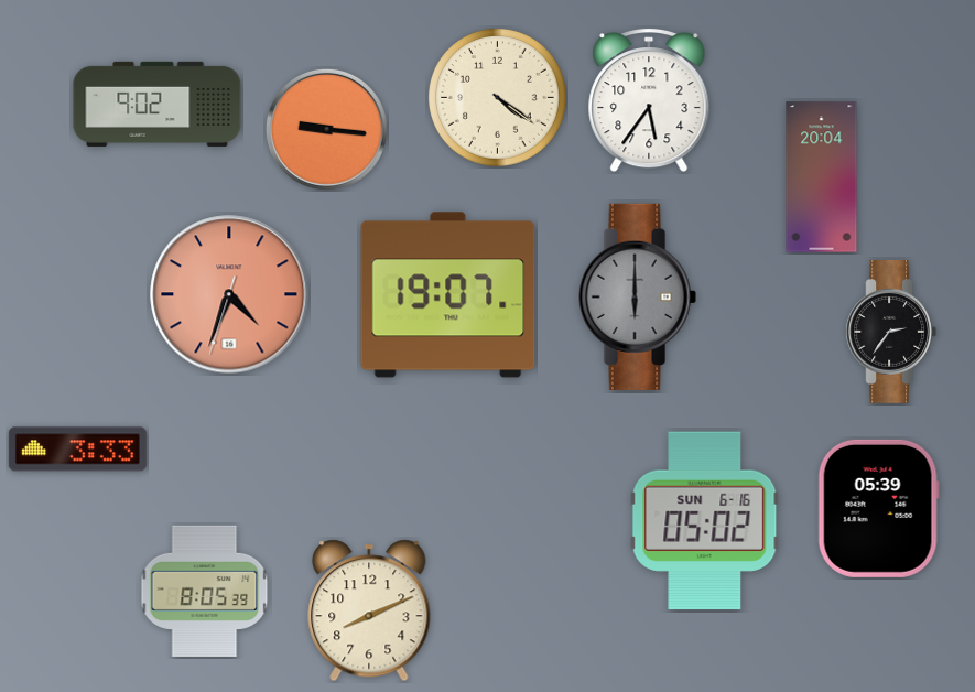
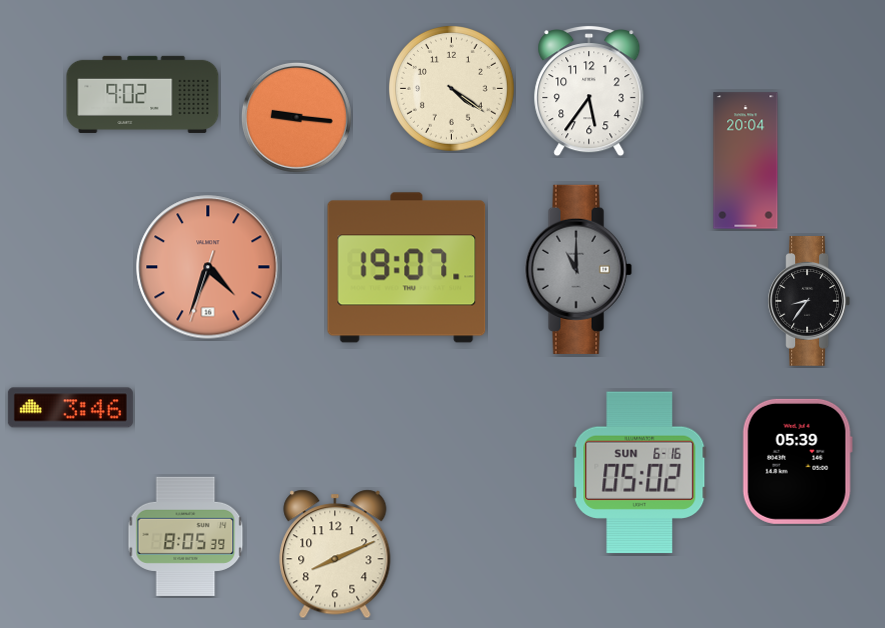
clock at (637, 296): 6:00 -> 11:00
clock at (891, 333): 2:36 -> 8:36
clock at (77, 450): 3:33 -> 3:46
